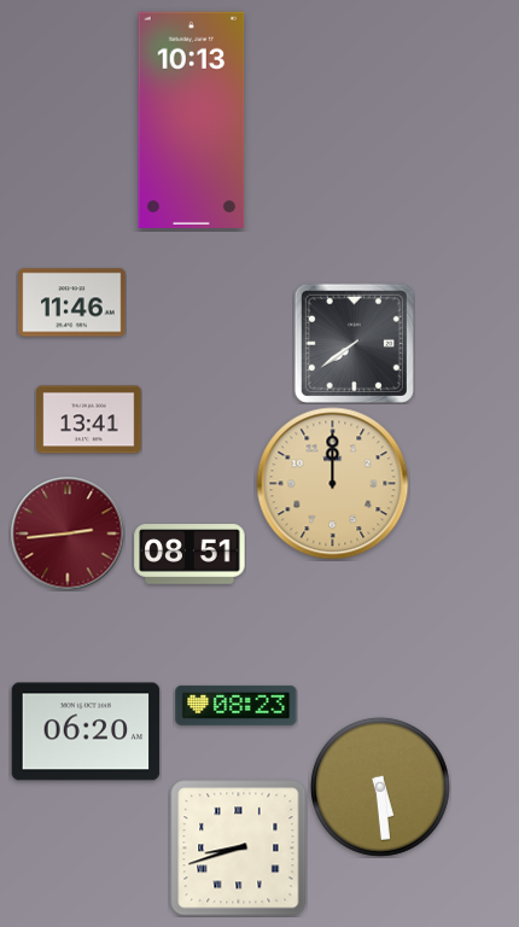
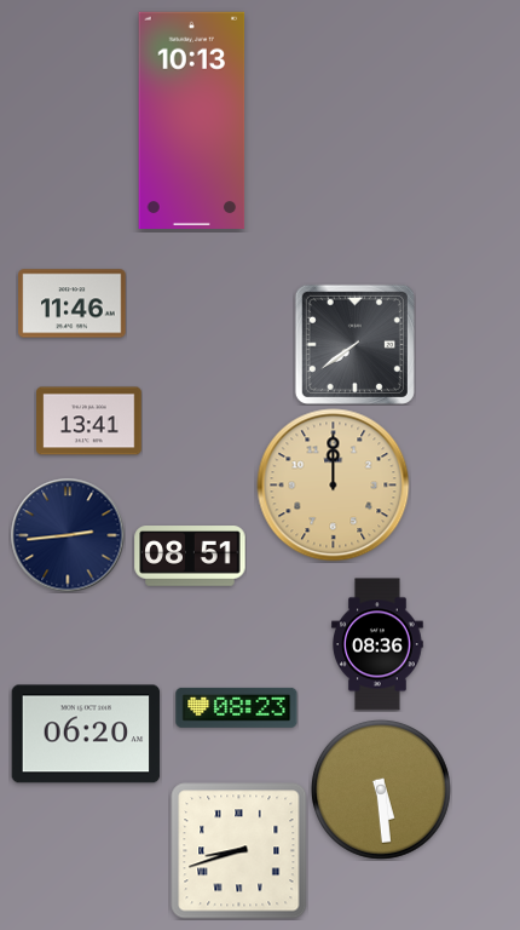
clock at (68, 534) dial: burgundy -> navy
clock at (379, 644): none -> 08:36
